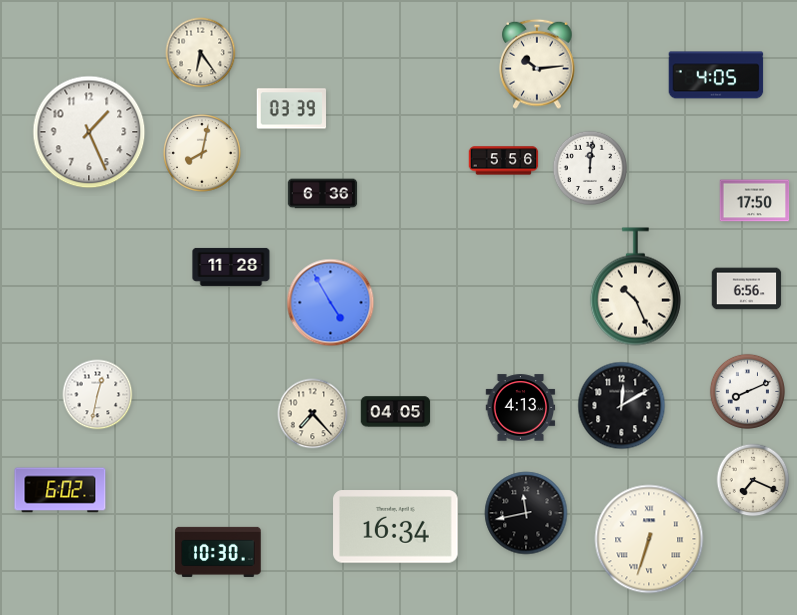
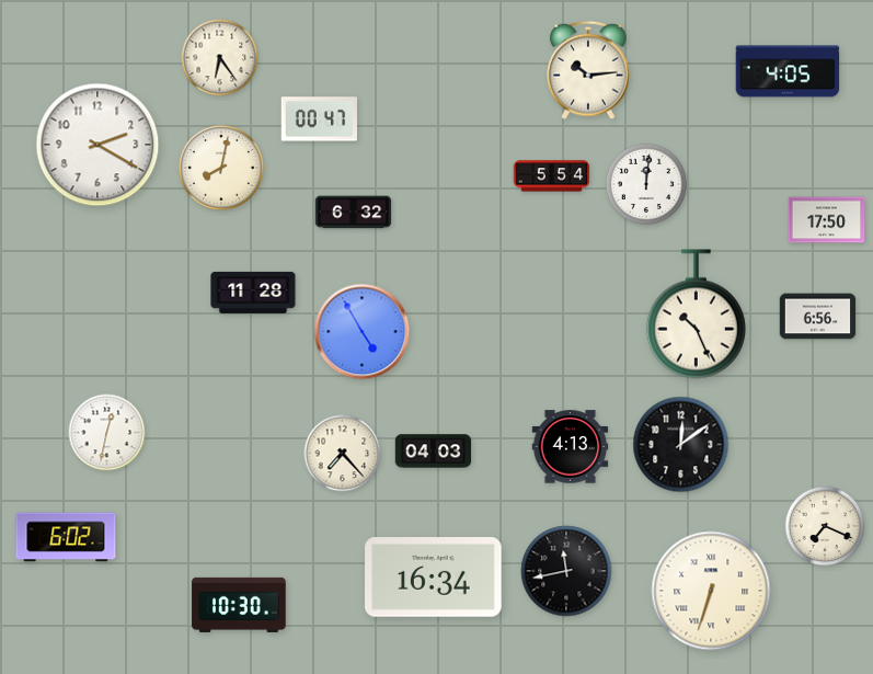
clock at (716, 75) position: (716, 75) -> (788, 71)
clock at (292, 109): 03:39 -> 00:47
clock at (89, 132): 1:26 -> 2:20
clock at (504, 161): 5:56 -> 5:54
clock at (323, 194): 6:36 -> 6:32
clock at (747, 391): 8:11 -> none
clock at (622, 406): 12:10 -> 12:09
clock at (396, 412): 04:05 -> 04:03
clock at (526, 513) position: (526, 513) -> (566, 571)
